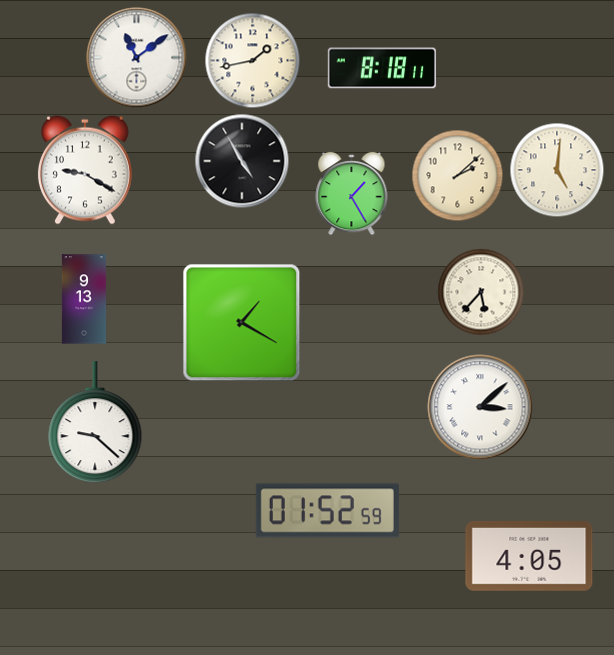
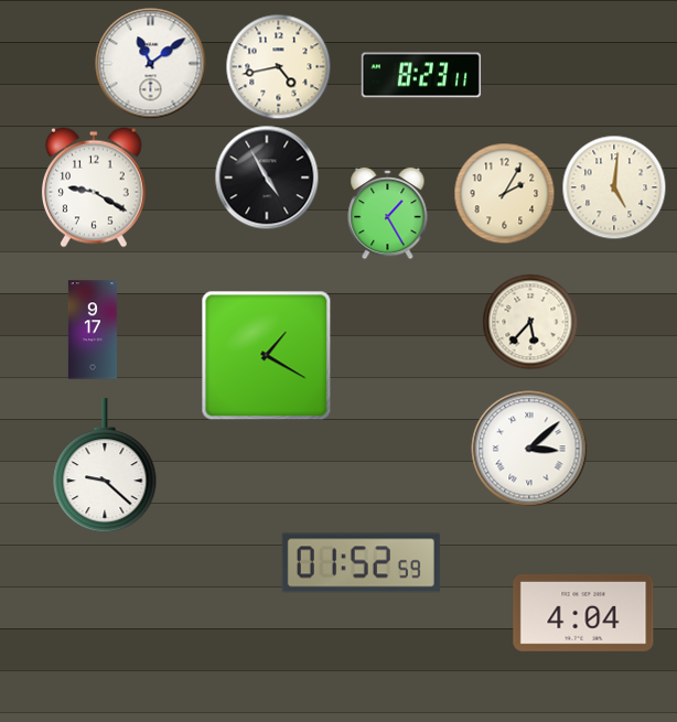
clock at (253, 61): 1:43 -> 4:43
clock at (382, 68): 8:18 -> 8:23
clock at (458, 176): 2:08 -> 2:05
clock at (83, 299): 9:13 -> 9:17
clock at (529, 556): 4:05 -> 4:04
